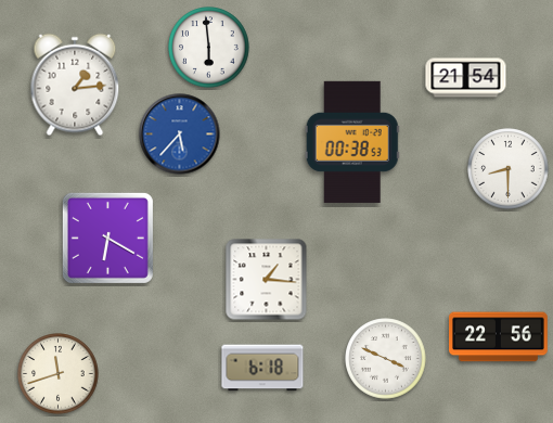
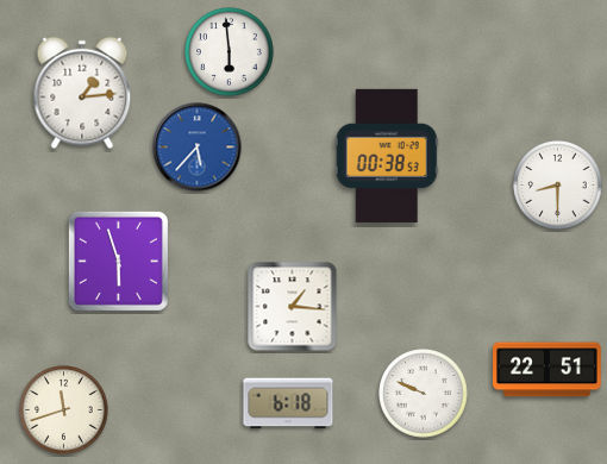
clock at (466, 78): 21:54 -> none
clock at (107, 238): 6:20 -> 5:57
clock at (499, 337): 22:56 -> 22:51
clock at (386, 359): 3:49 -> 9:49
